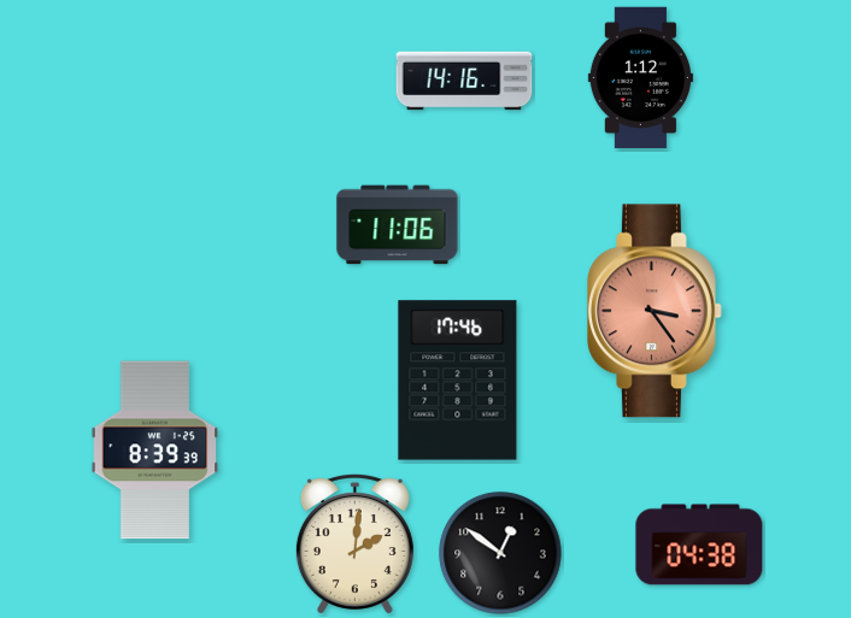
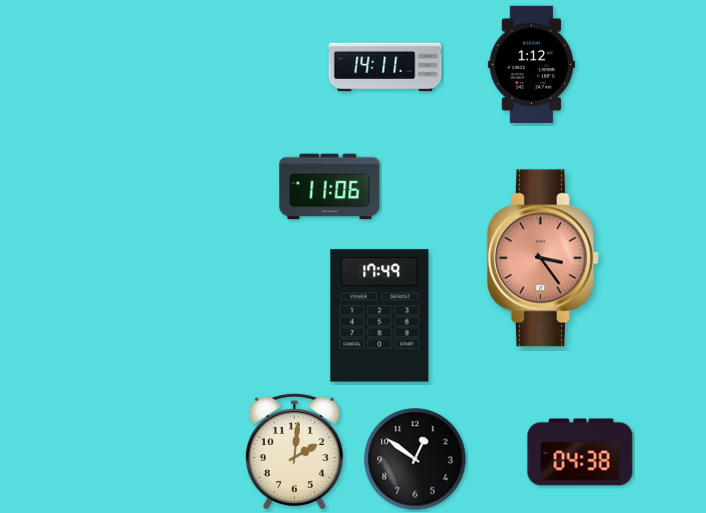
clock at (464, 81): 14:16 -> 14:11
clock at (458, 381): 17:46 -> 17:49
clock at (155, 451): 8:39 -> none
